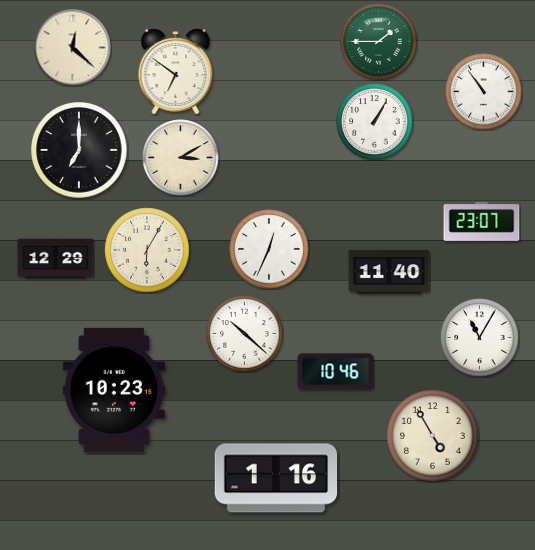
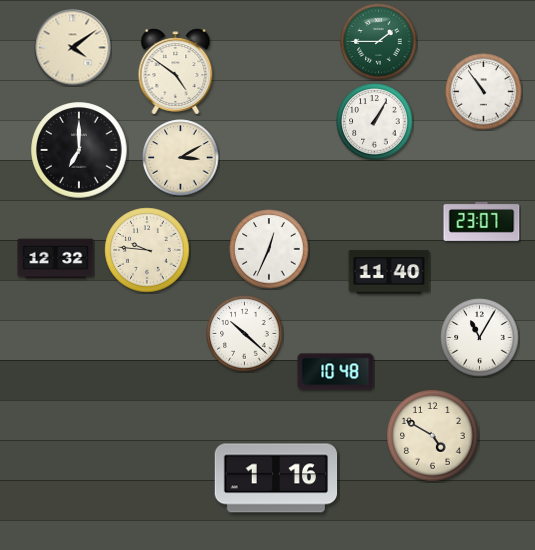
clock at (73, 48): 12:22 -> 4:09
clock at (176, 72): 6:51 -> 4:51
clock at (147, 250): 6:05 -> 9:46
clock at (56, 259): 12:29 -> 12:32
clock at (336, 372): 10:46 -> 10:48
clock at (114, 390): 10:23 -> none
clock at (433, 436): 4:55 -> 4:50
